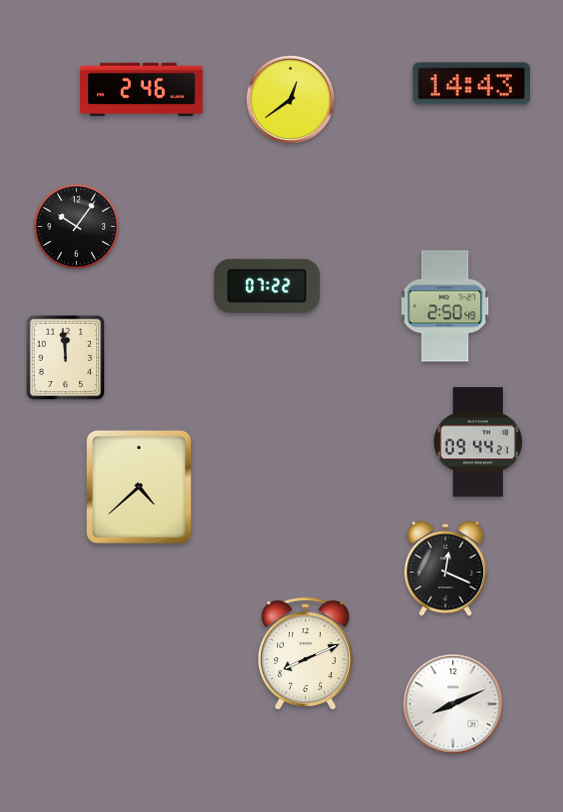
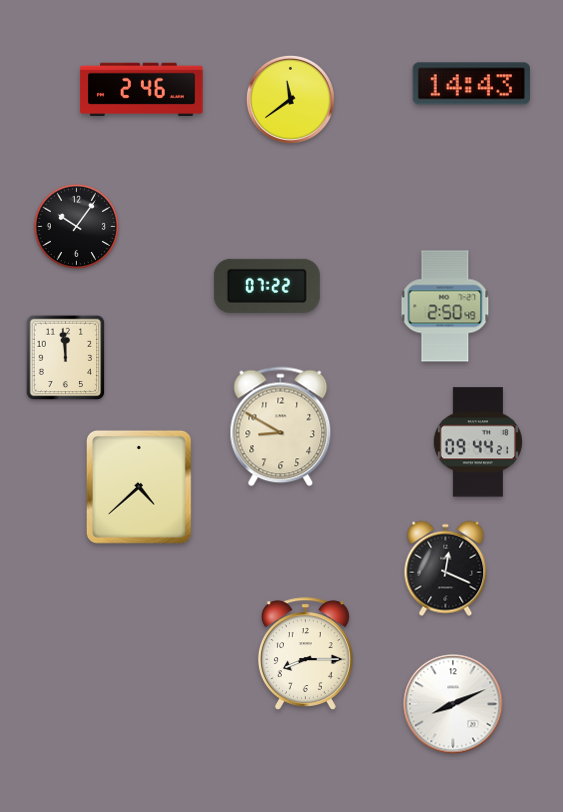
clock at (290, 99): 12:39 -> 11:39
clock at (281, 427): none -> 8:50
clock at (305, 654): 8:11 -> 8:15
